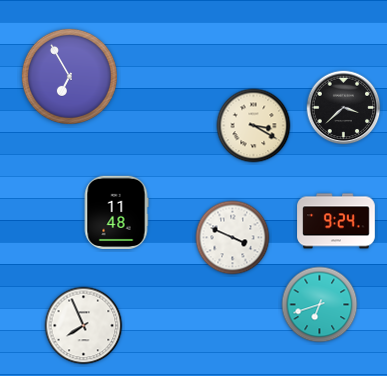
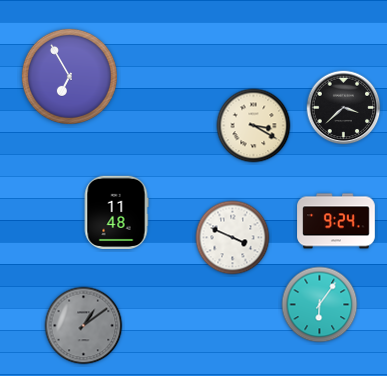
clock at (320, 305): 6:42 -> 6:06
clock at (84, 326): 7:56 -> 1:09
clock at (84, 326) dial: white -> grey
